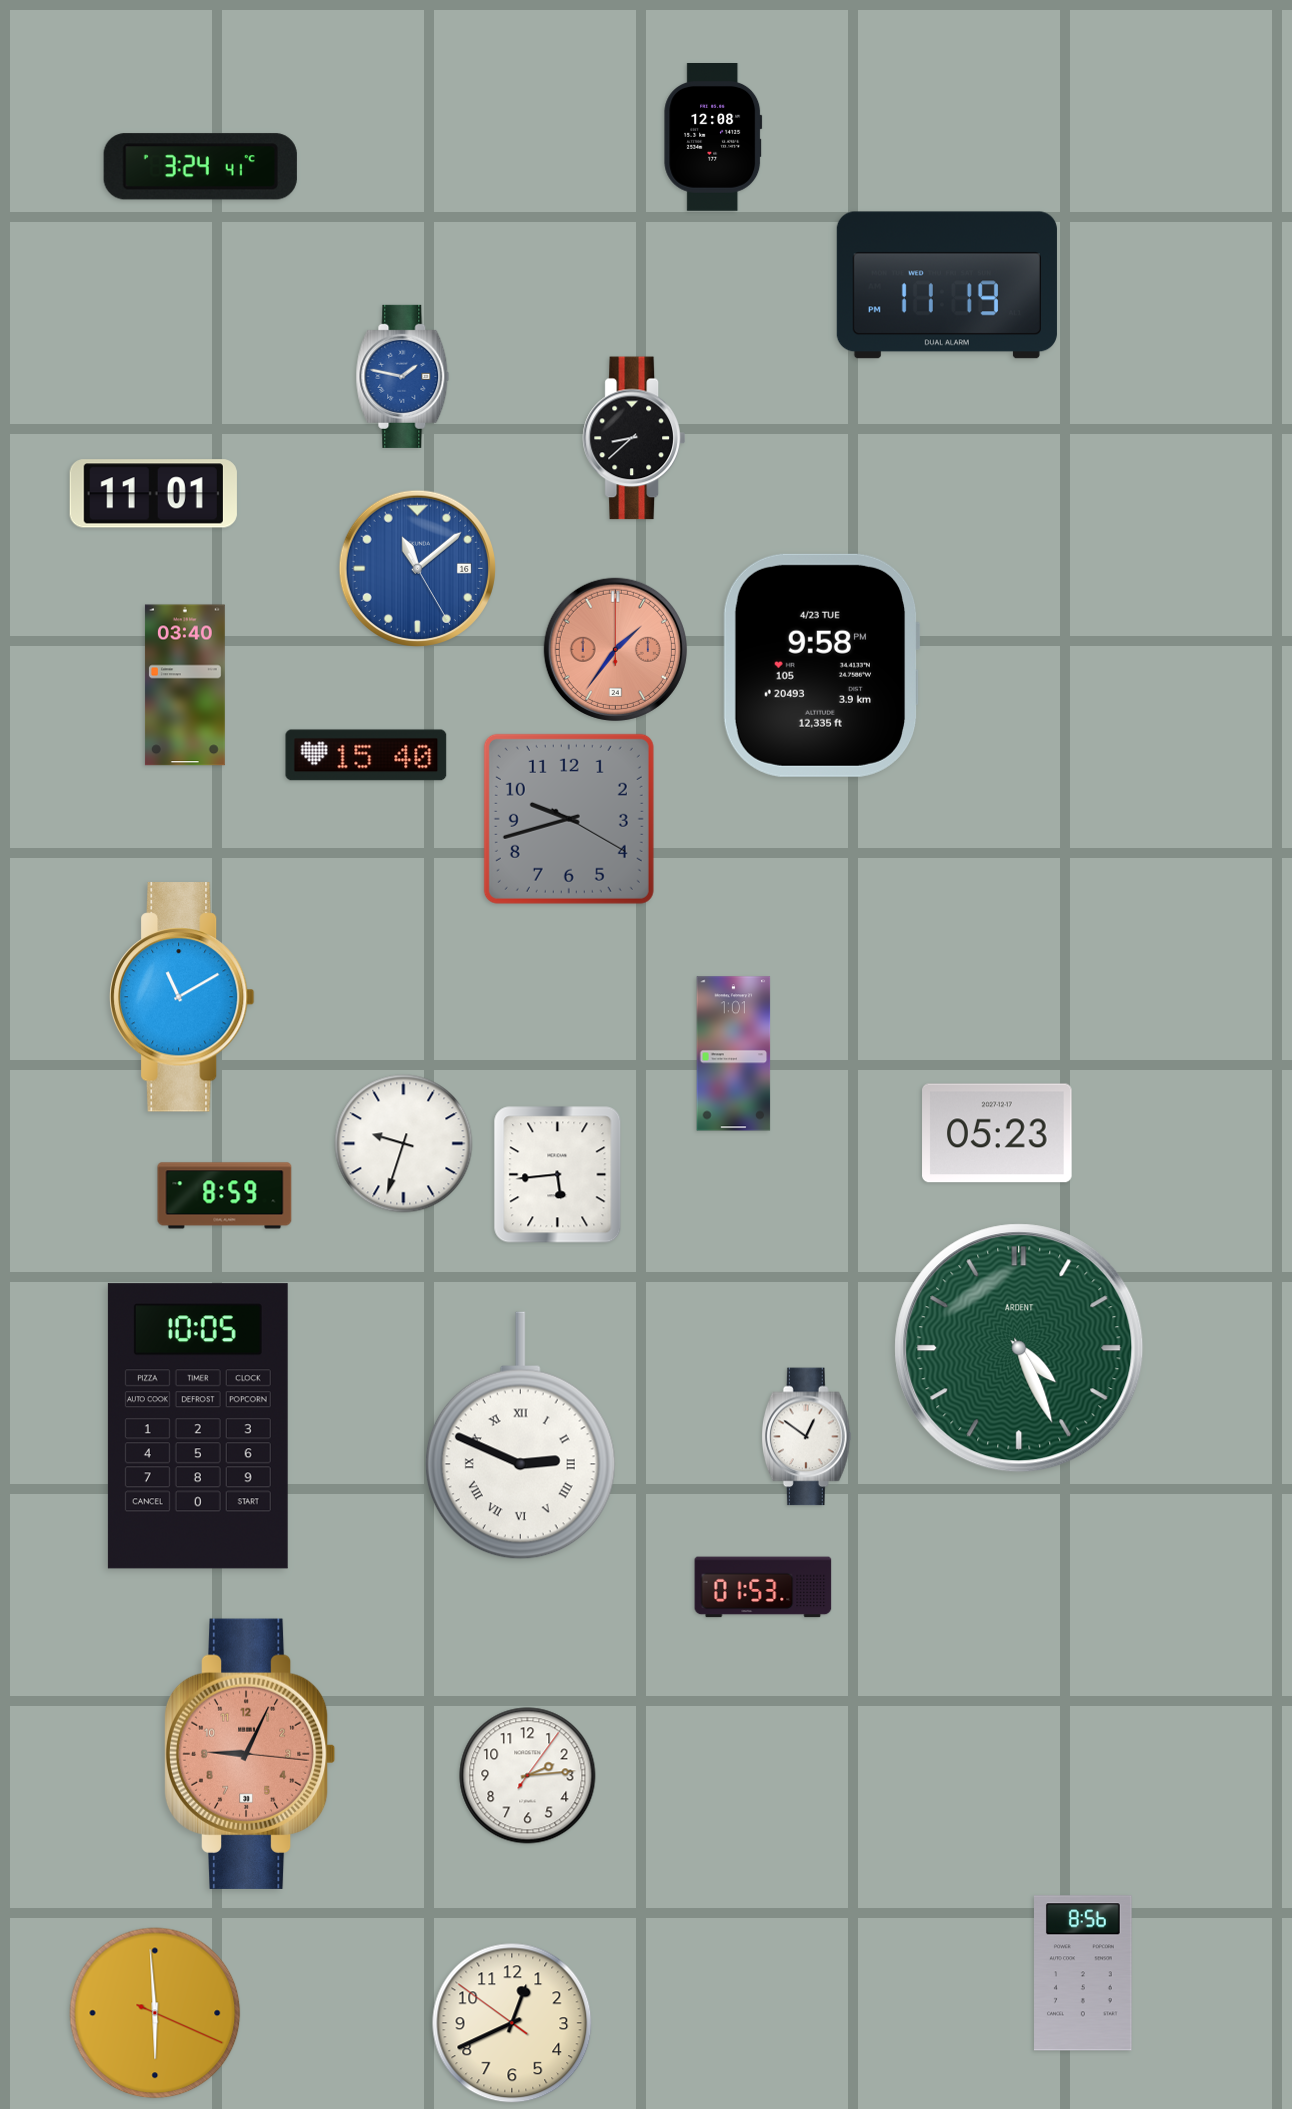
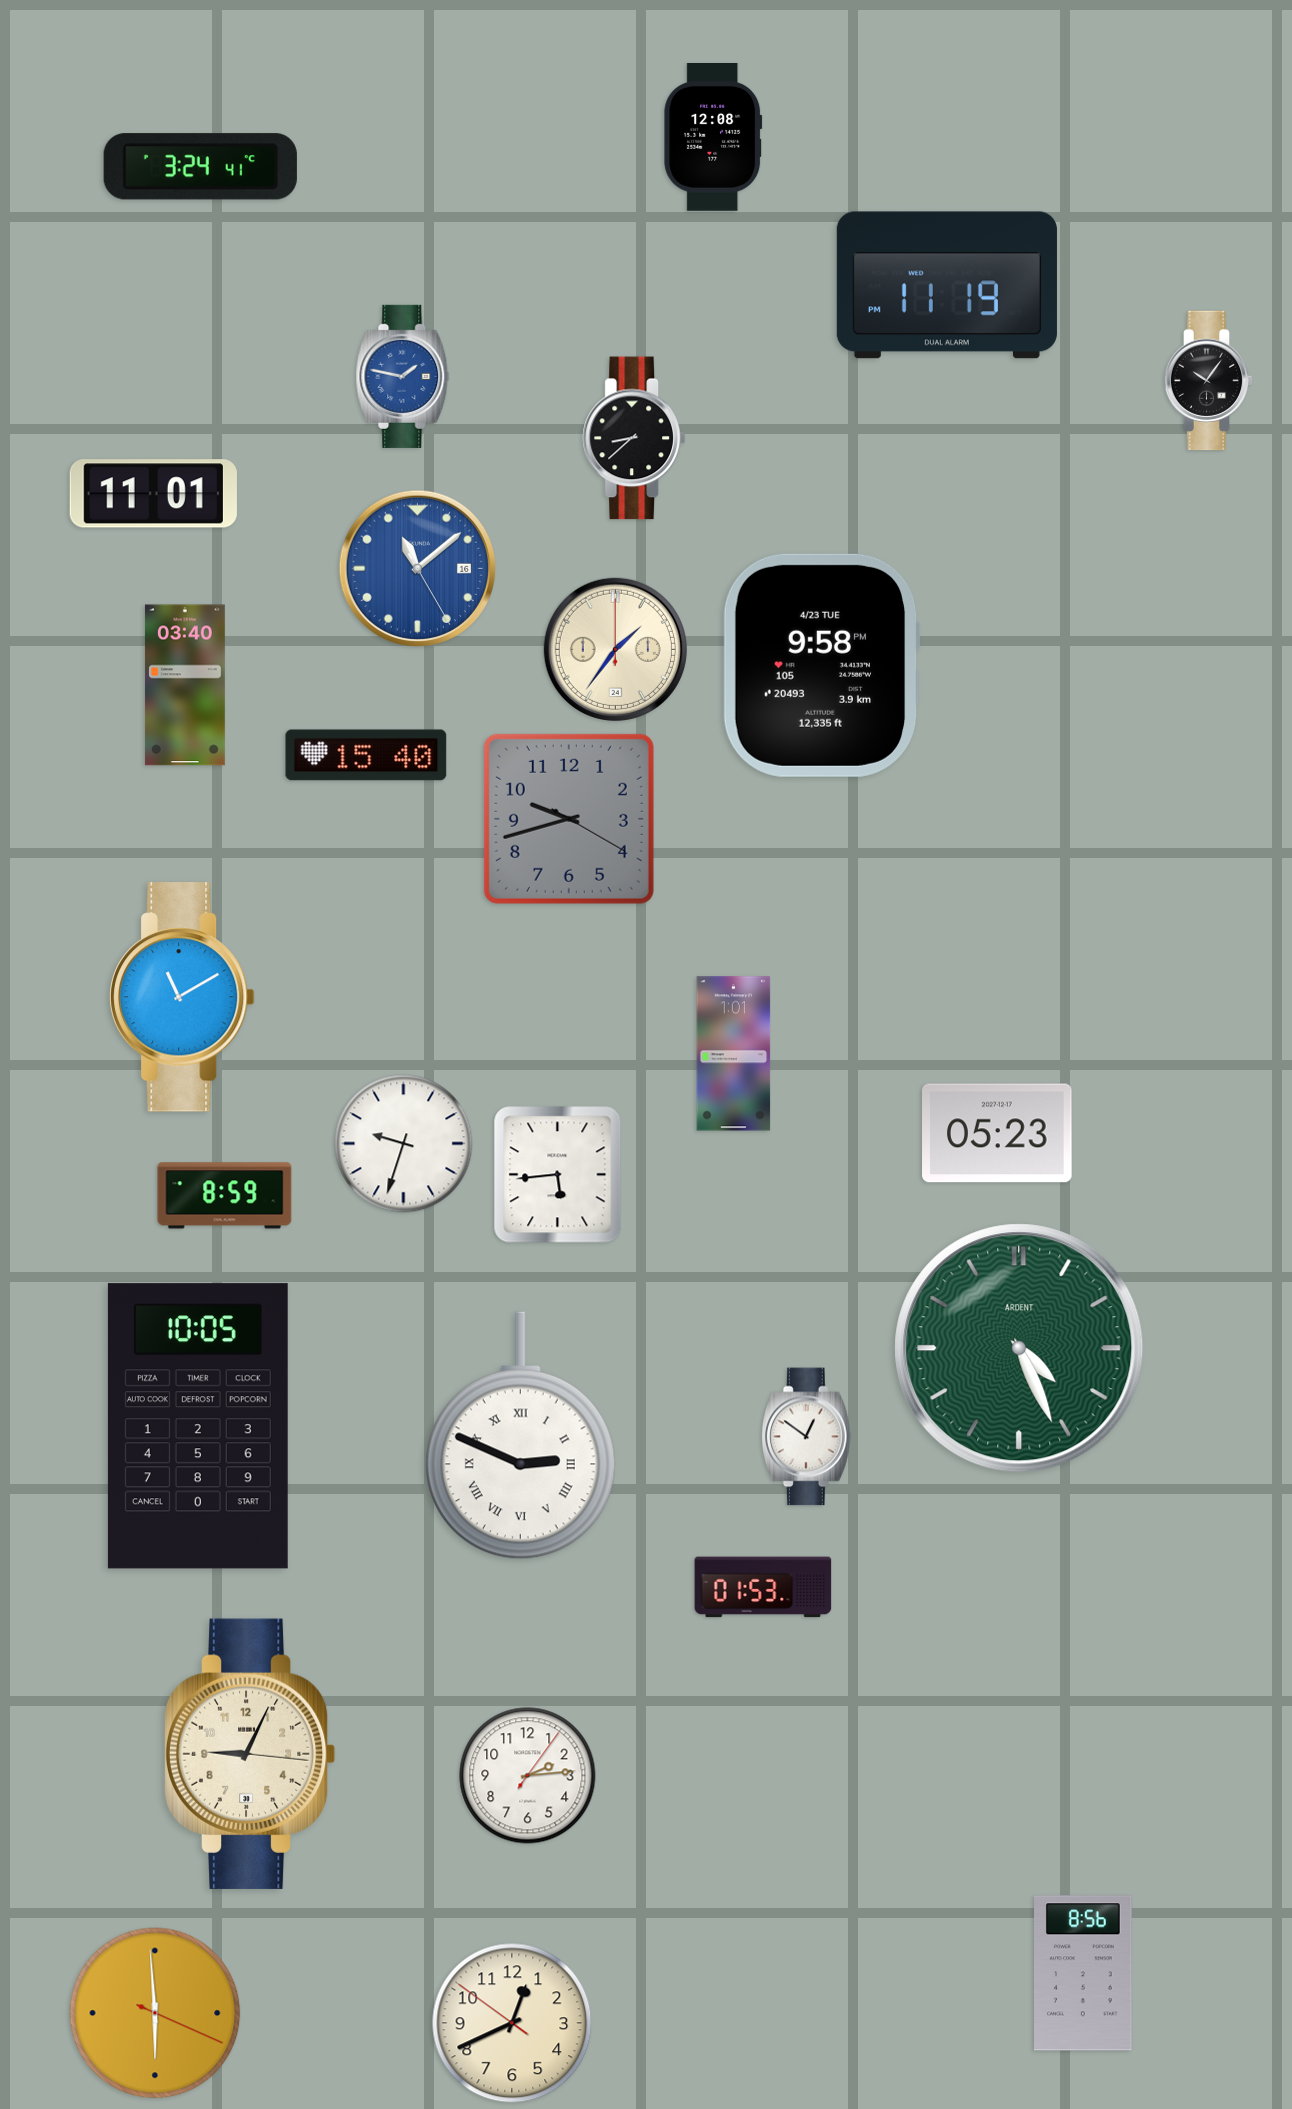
clock at (1209, 381): none -> 10:06
clock at (615, 649) dial: salmon -> cream
clock at (250, 1754) dial: salmon -> cream
